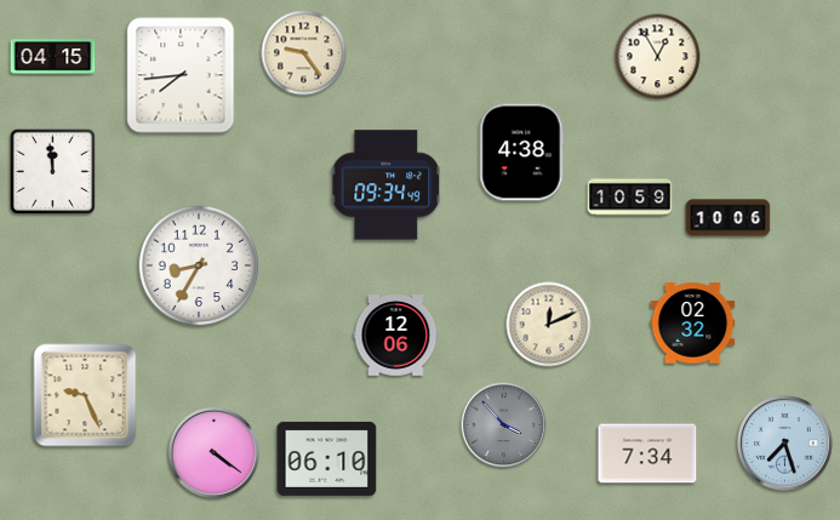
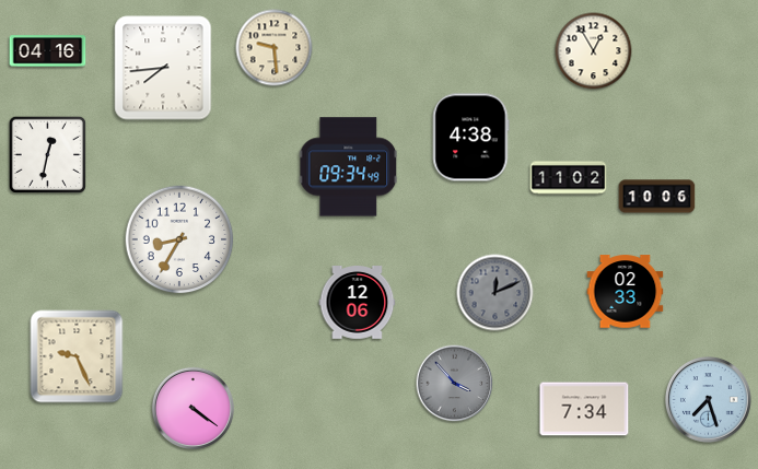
clock at (304, 53): 9:24 -> 9:29
clock at (53, 57): 04:15 -> 04:16
clock at (52, 171): 11:59 -> 12:32
clock at (630, 198): 10:59 -> 11:02
clock at (693, 324): 02:32 -> 02:33
clock at (549, 325) dial: cream -> grey
clock at (327, 458): 06:10 -> none
